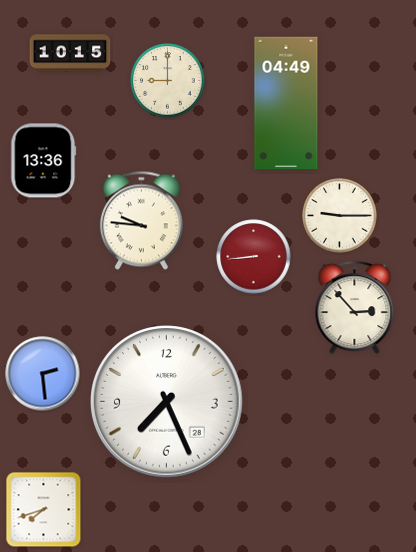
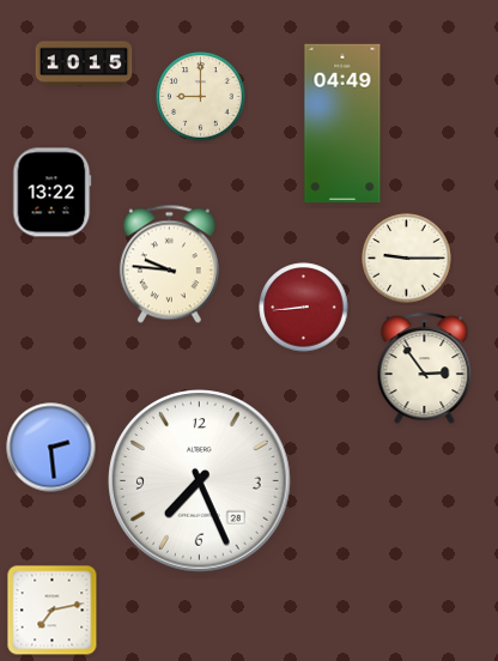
clock at (44, 161): 13:36 -> 13:22
clock at (355, 307): 2:53 -> 2:54
clock at (44, 510): 7:42 -> 7:13
